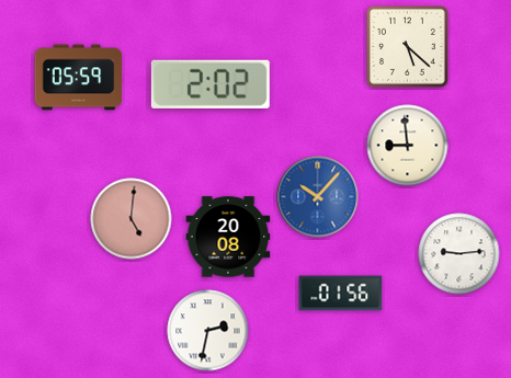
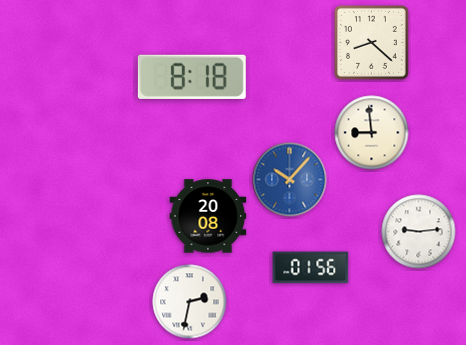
clock at (407, 46): 5:22 -> 8:22
clock at (79, 78): 05:59 -> none
clock at (211, 84): 2:02 -> 8:18
clock at (132, 219): 5:01 -> none
